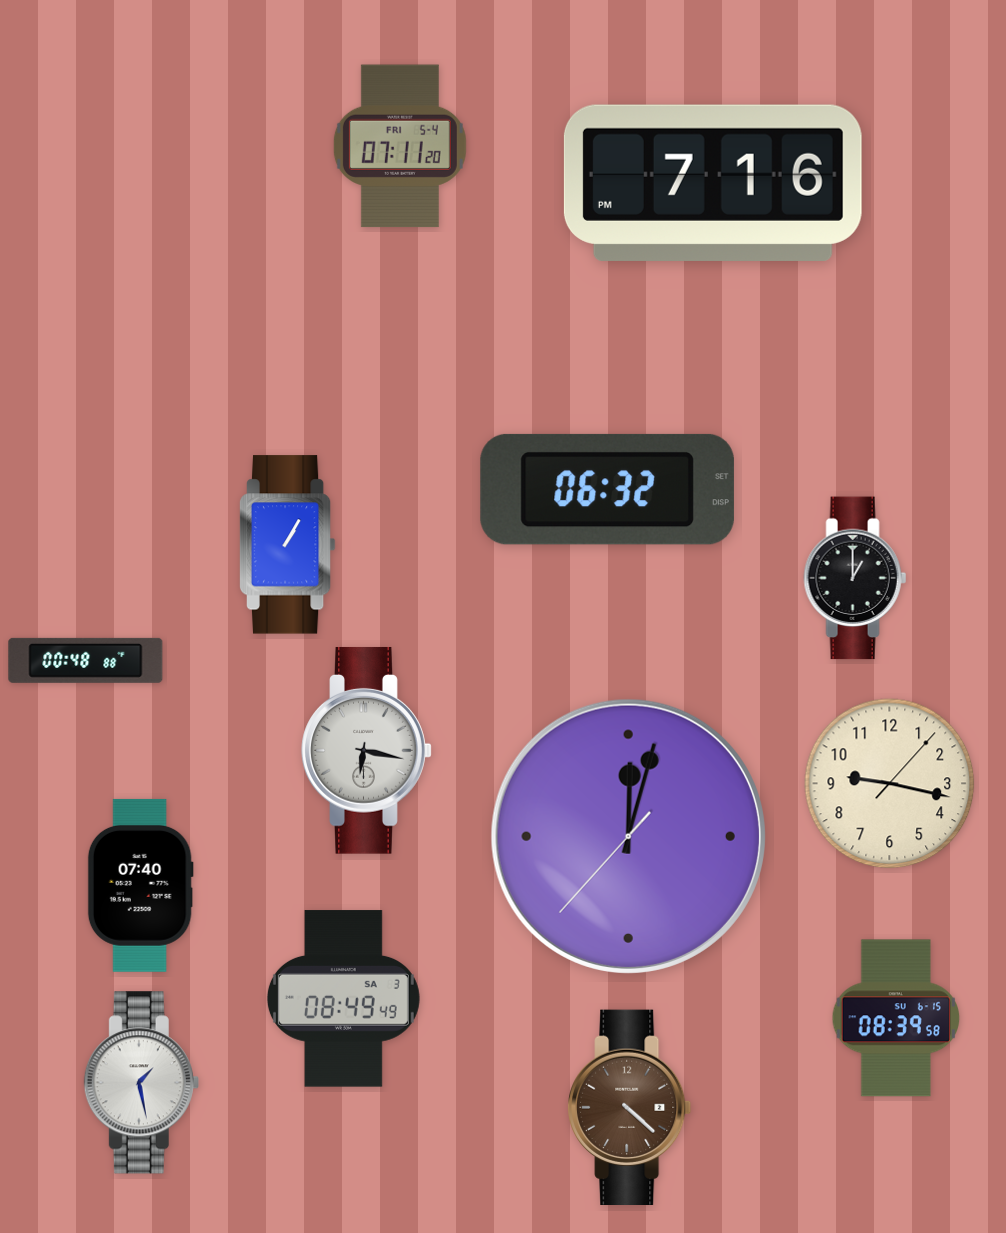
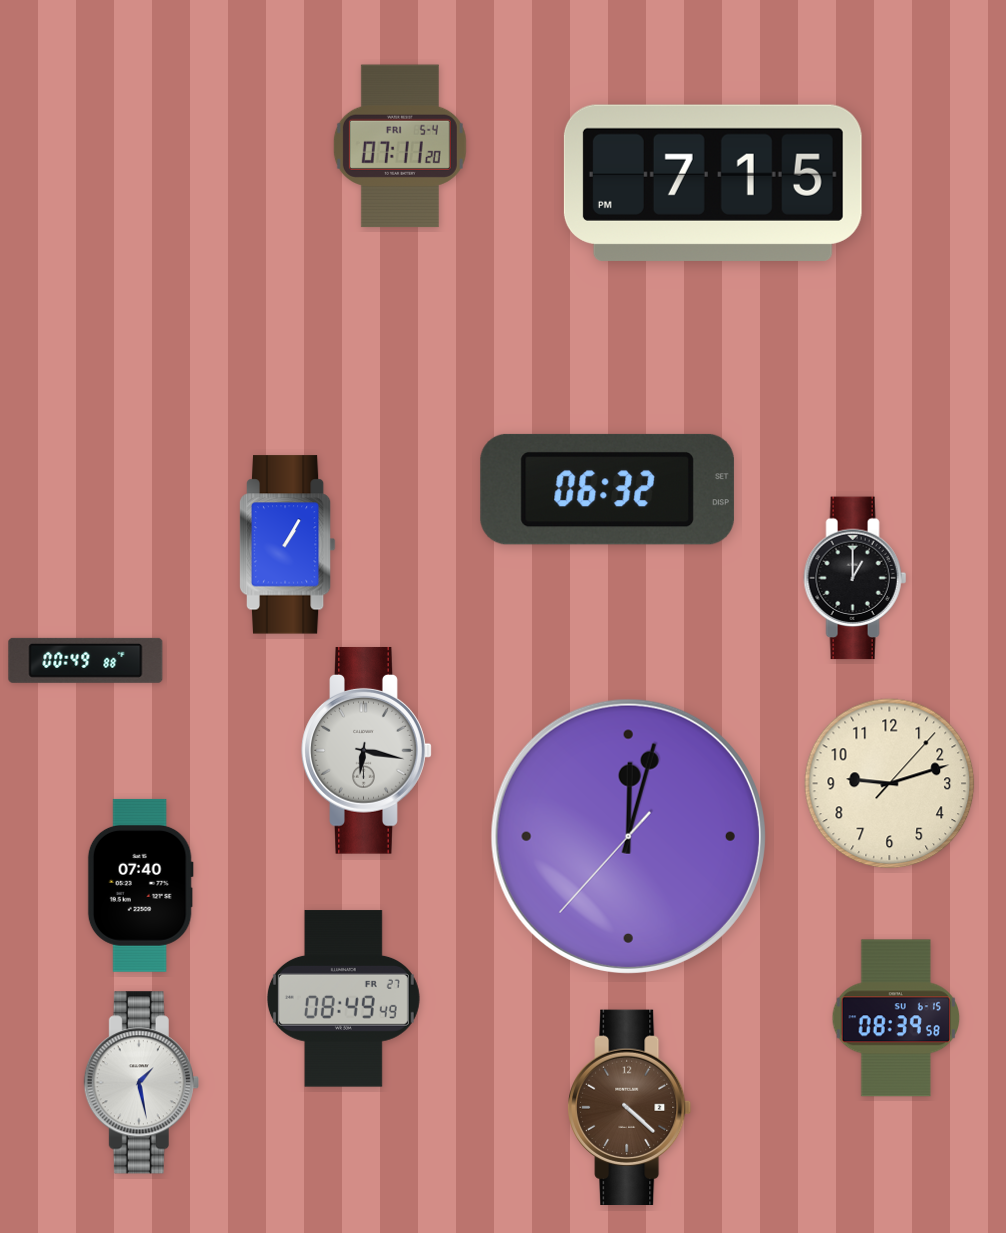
clock at (713, 183): 7:16 -> 7:15
clock at (86, 660): 00:48 -> 00:49
clock at (890, 784): 9:17 -> 9:12
clock at (343, 999) date: SA 3 -> FR 27
